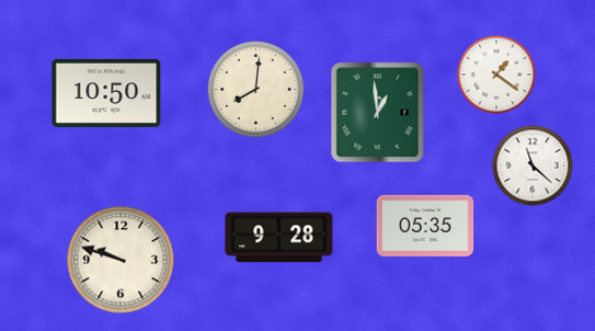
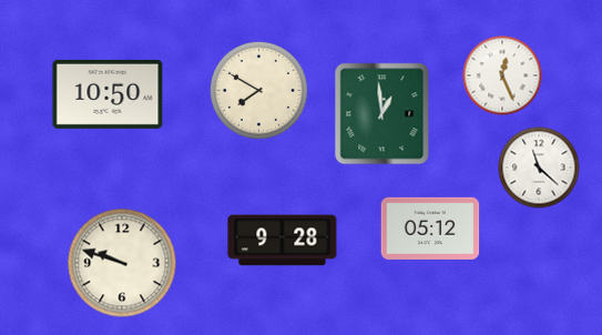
clock at (496, 75): 1:21 -> 12:26
clock at (255, 89): 8:01 -> 7:50
clock at (425, 226): 05:35 -> 05:12
